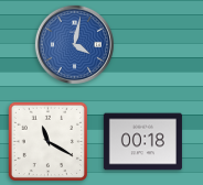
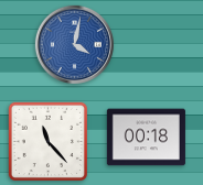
clock at (47, 141): 11:20 -> 11:23
clock at (142, 142) position: (142, 142) -> (146, 138)
